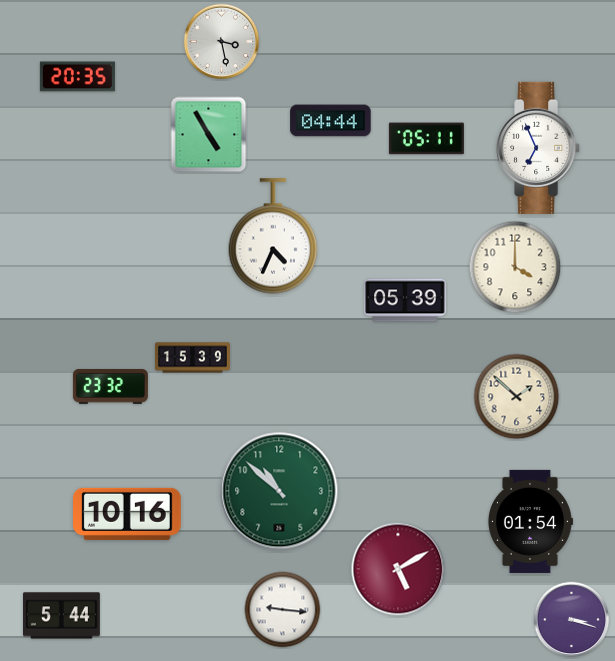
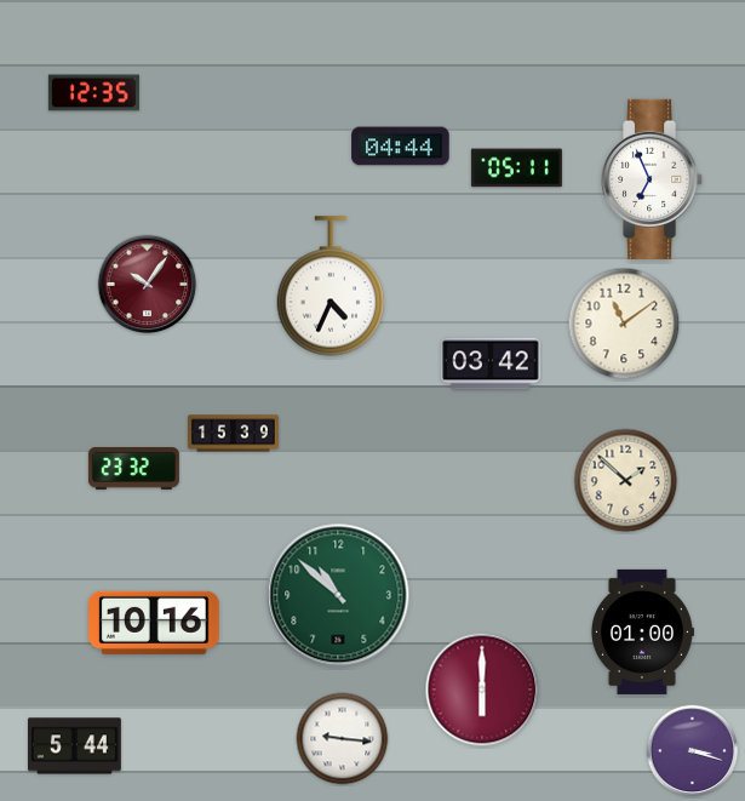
clock at (222, 42): 3:28 -> none
clock at (77, 77): 20:35 -> 12:35
clock at (209, 135): 4:55 -> none
clock at (148, 285): none -> 10:06
clock at (515, 267): 4:00 -> 11:09
clock at (405, 300): 05:39 -> 03:42
clock at (530, 521): 01:54 -> 01:00
clock at (398, 569): 5:10 -> 6:00
